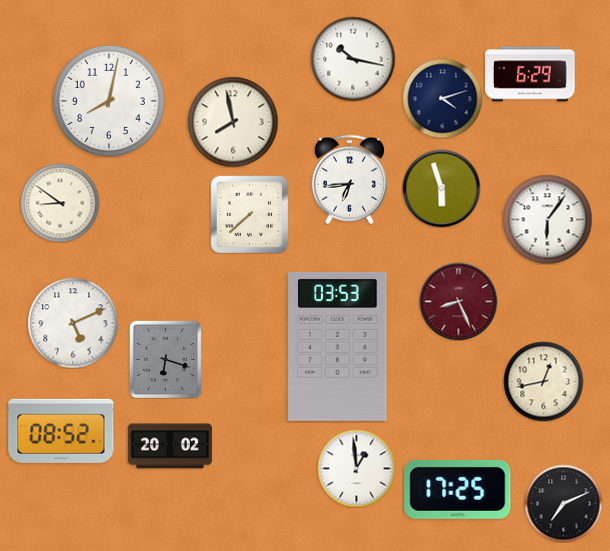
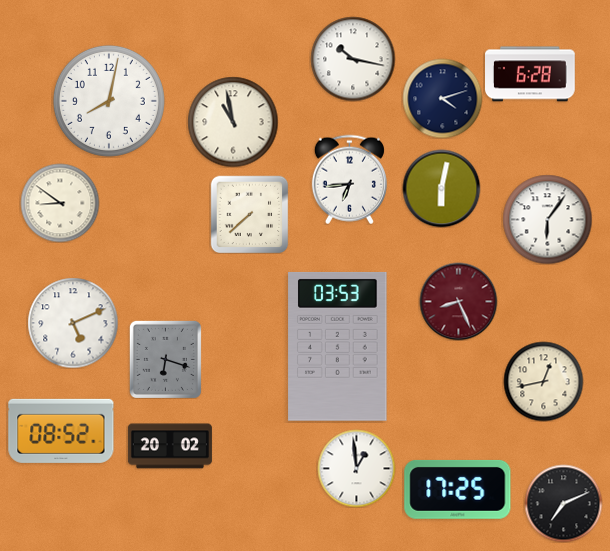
clock at (531, 74): 6:29 -> 6:28
clock at (233, 122): 7:58 -> 10:58
clock at (441, 188): 5:57 -> 6:02
